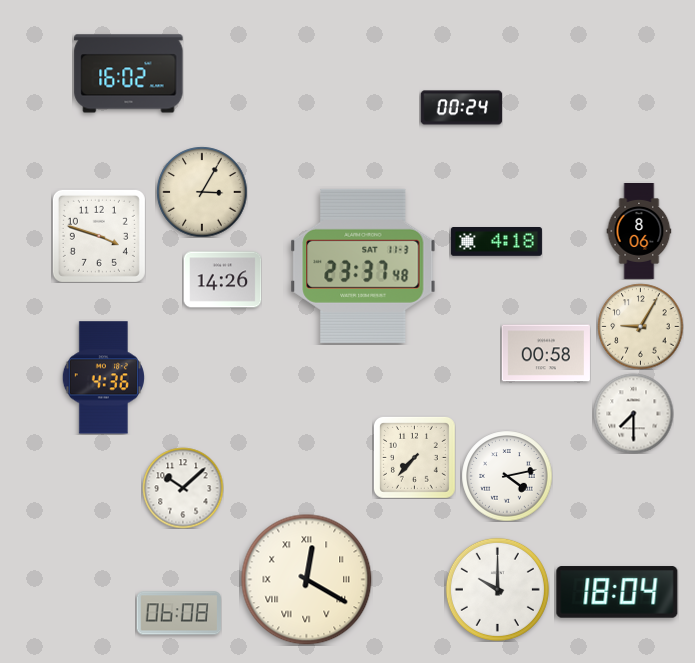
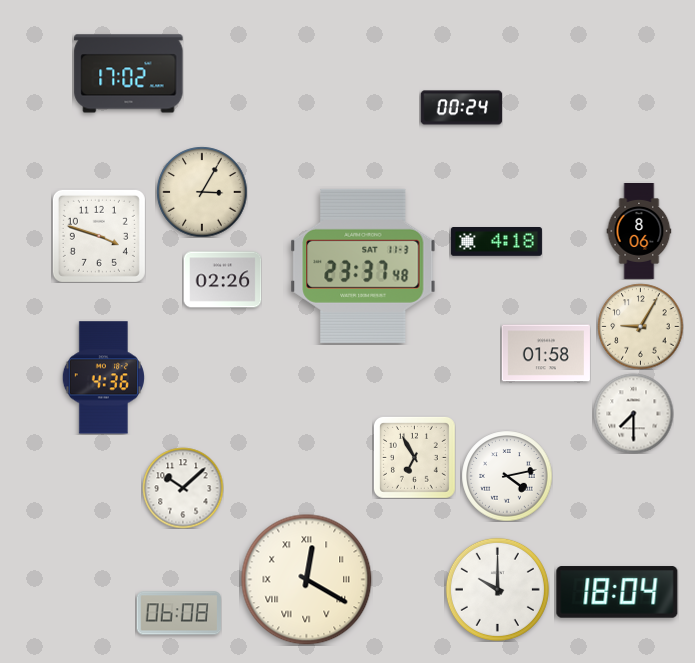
clock at (129, 74): 16:02 -> 17:02
clock at (222, 280): 14:26 -> 02:26
clock at (546, 353): 00:58 -> 01:58
clock at (414, 457): 7:37 -> 6:55
